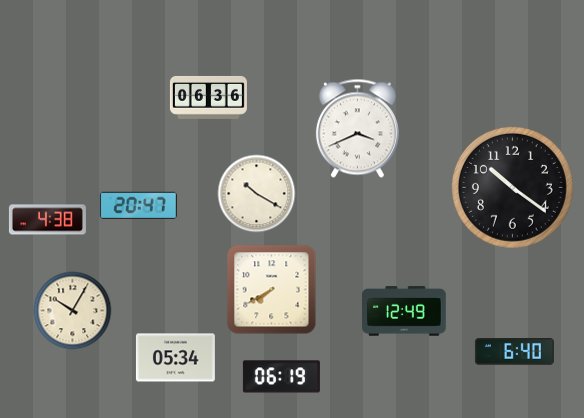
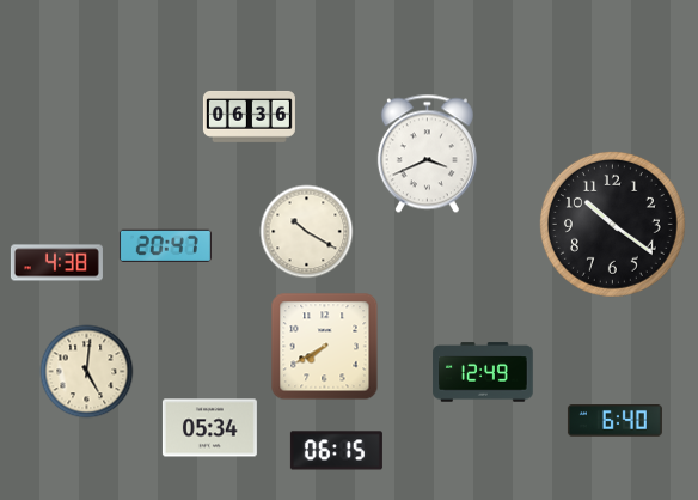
clock at (72, 310): 10:05 -> 5:01
clock at (281, 377): 06:19 -> 06:15
